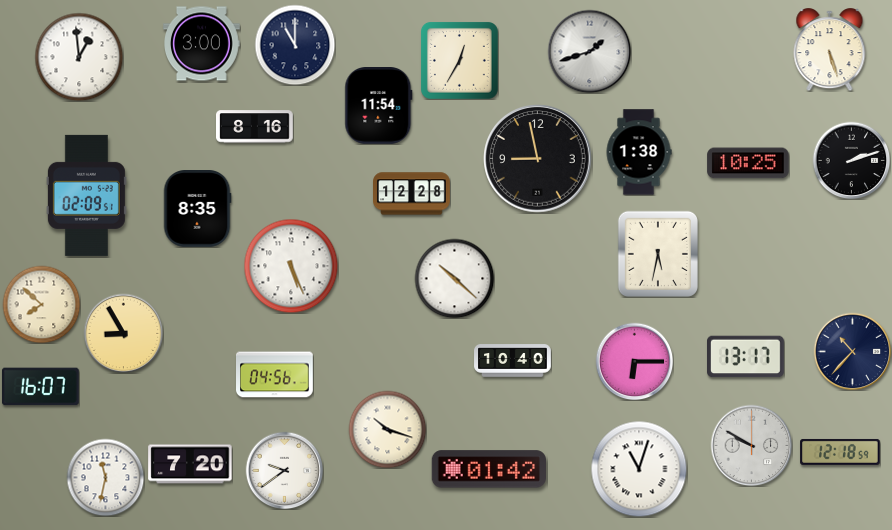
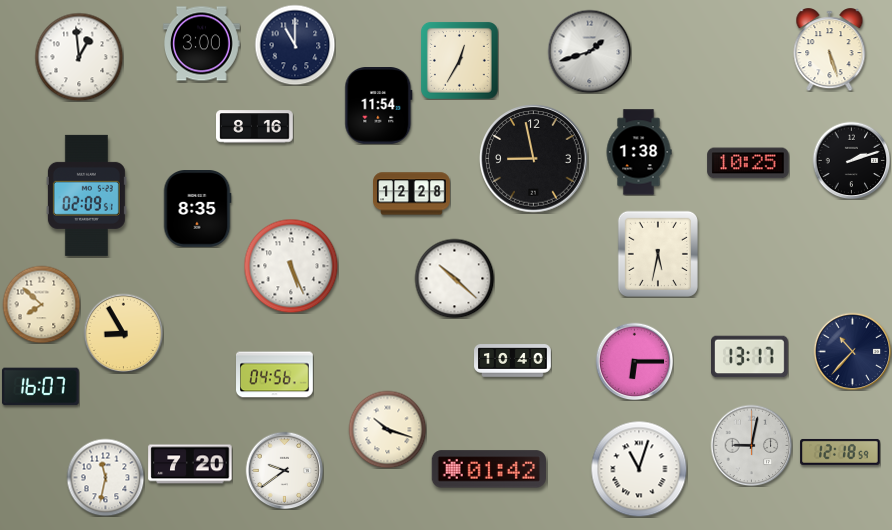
clock at (538, 159) position: (538, 159) -> (534, 159)
clock at (746, 357) position: (746, 357) -> (750, 357)
clock at (751, 445): 9:50 -> 9:02
